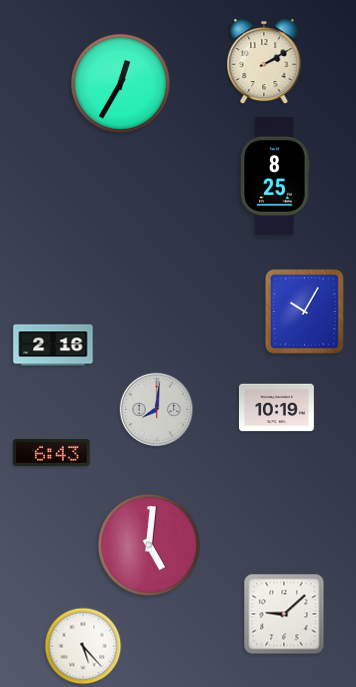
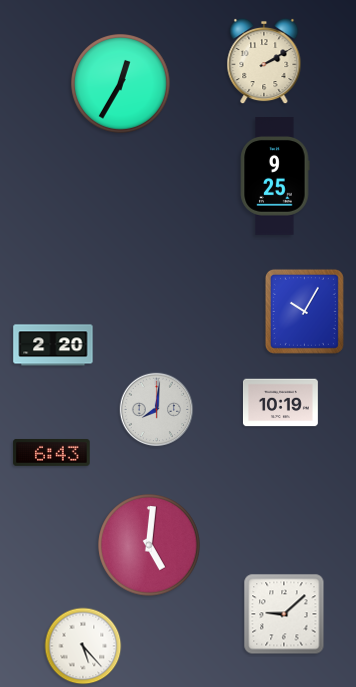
clock at (275, 177): 8:25 -> 9:25
clock at (53, 345): 2:16 -> 2:20
clock at (276, 408) position: (276, 408) -> (280, 403)
